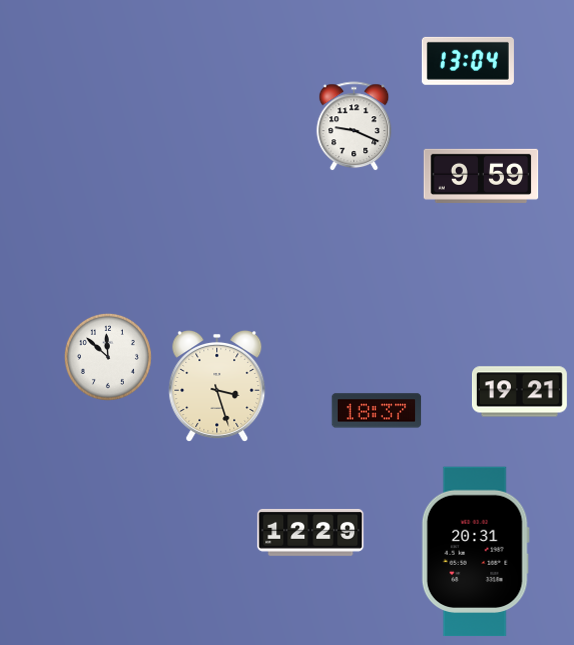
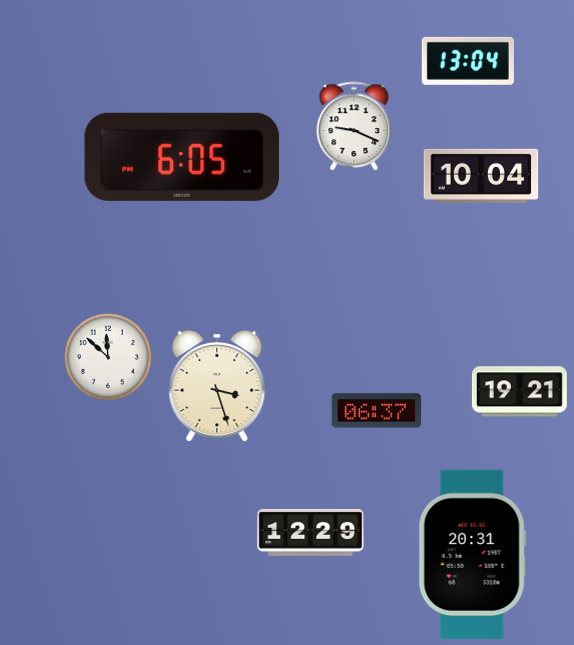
clock at (182, 157): none -> 6:05
clock at (481, 176): 9:59 -> 10:04
clock at (377, 411): 18:37 -> 06:37
clock at (475, 552) position: (475, 552) -> (472, 555)
